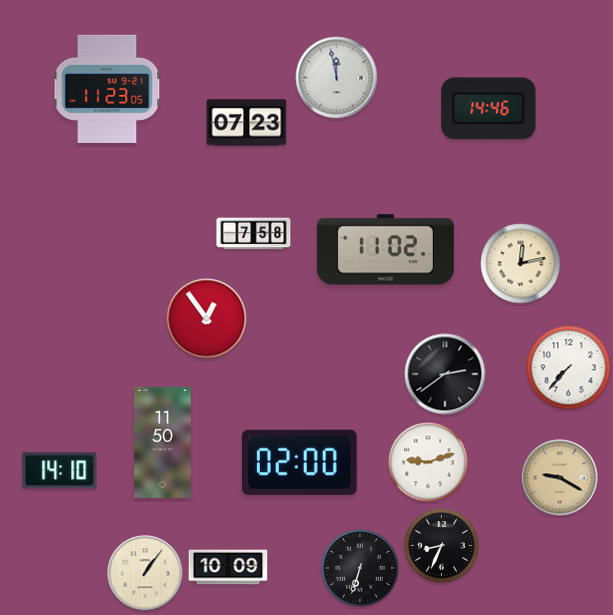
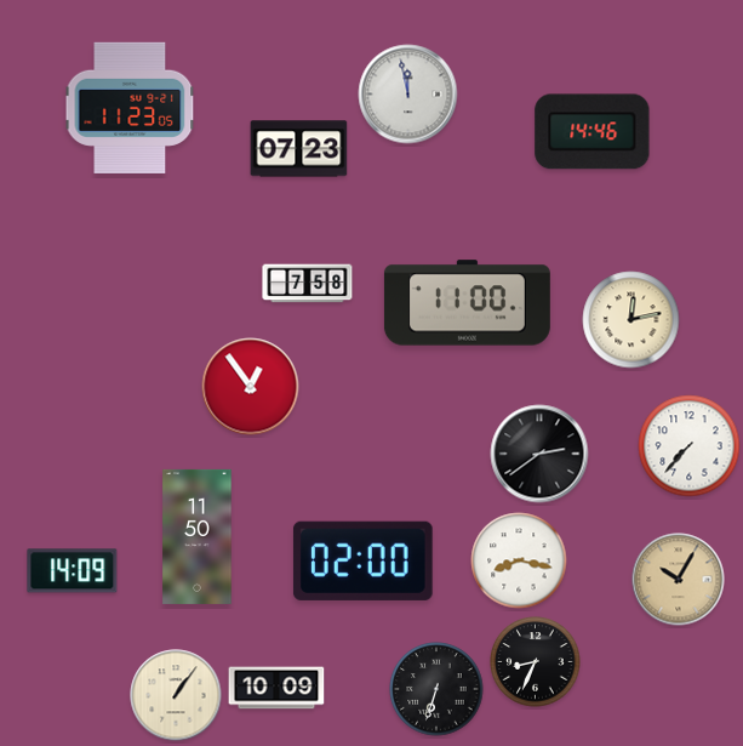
clock at (385, 250): 11:02 -> 11:00
clock at (428, 462): 9:12 -> 8:17
clock at (60, 471): 14:10 -> 14:09
clock at (560, 478): 9:20 -> 10:05
